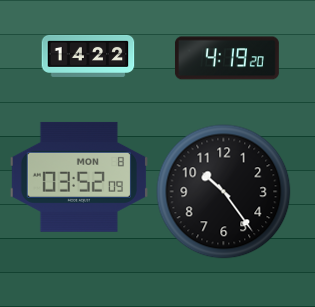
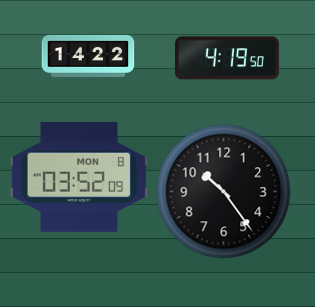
clock at (227, 58): 4:19:20 -> 4:19:50
